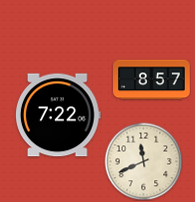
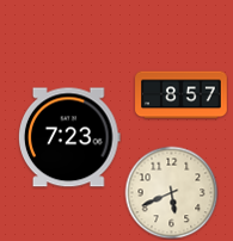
clock at (58, 115): 7:22 -> 7:23
clock at (143, 161): 11:41 -> 5:41
